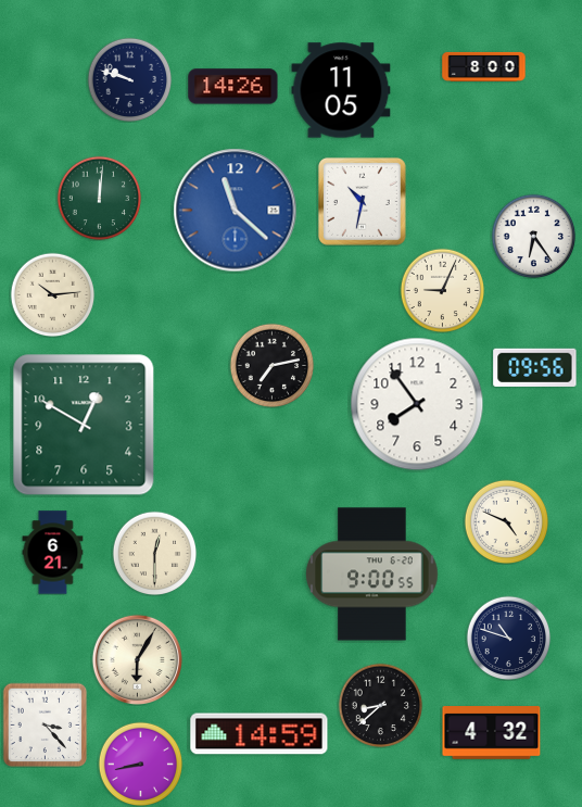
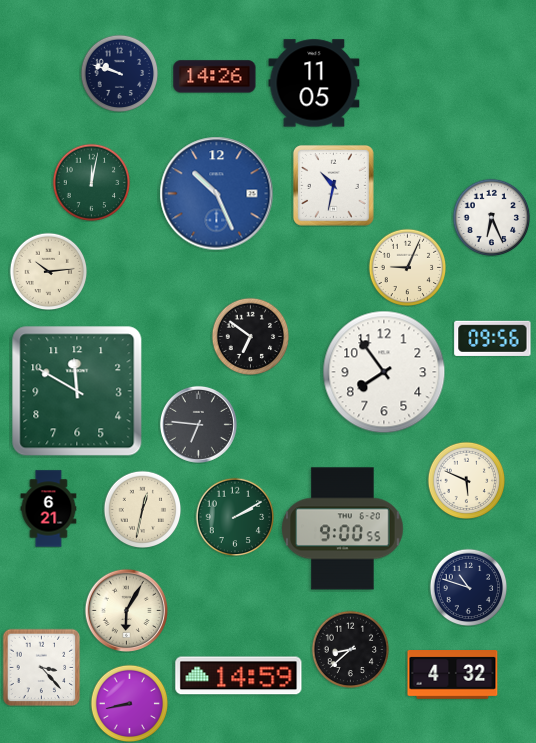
clock at (484, 66): 8:00 -> none
clock at (233, 87) position: (233, 87) -> (215, 77)
clock at (99, 198): 12:01 -> 12:02
clock at (236, 211): 11:22 -> 10:26
clock at (533, 236): 6:24 -> 6:26
clock at (271, 365): 7:13 -> 6:51
clock at (84, 425): 12:50 -> 11:50
clock at (198, 424): none -> 6:46
clock at (506, 521): 4:49 -> 5:49
clock at (154, 553): 12:30 -> 12:32
clock at (235, 517): none -> 2:10
clock at (137, 659) position: (137, 659) -> (126, 610)
